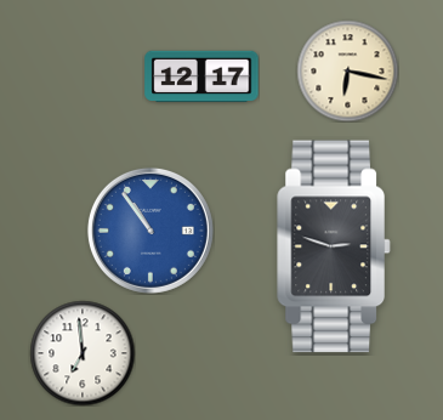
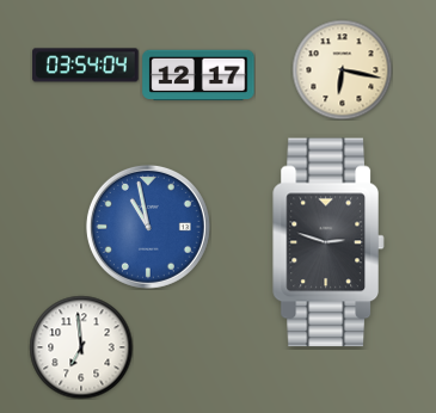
clock at (86, 66): none -> 03:54
clock at (150, 231): 10:54 -> 10:58
